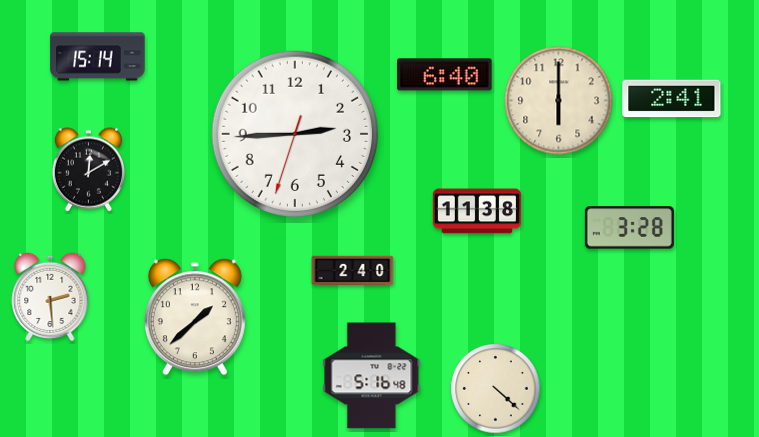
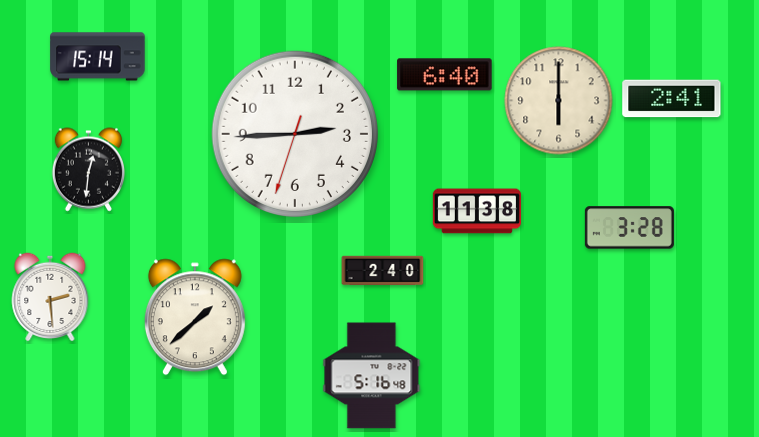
clock at (88, 170): 12:10 -> 12:31
clock at (353, 271) position: (353, 271) -> (383, 271)
clock at (496, 389): 4:22 -> none
